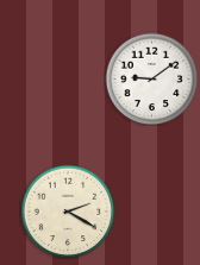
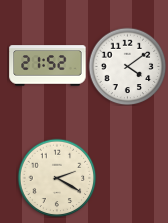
clock at (48, 66): none -> 21:52
clock at (151, 78): 9:09 -> 4:09
